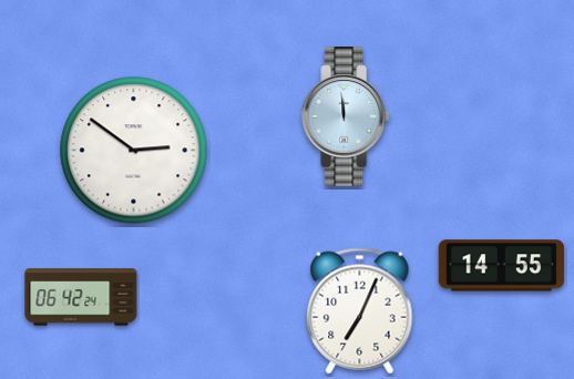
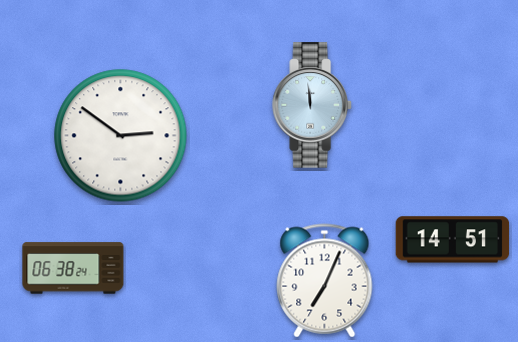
clock at (502, 266): 14:55 -> 14:51
clock at (81, 297): 06:42 -> 06:38
